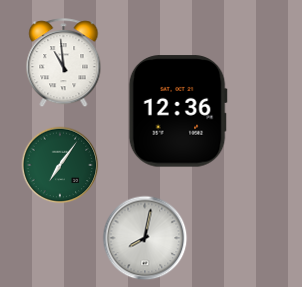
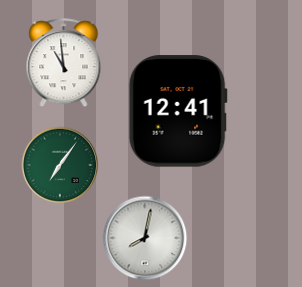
clock at (178, 111): 12:36 -> 12:41
